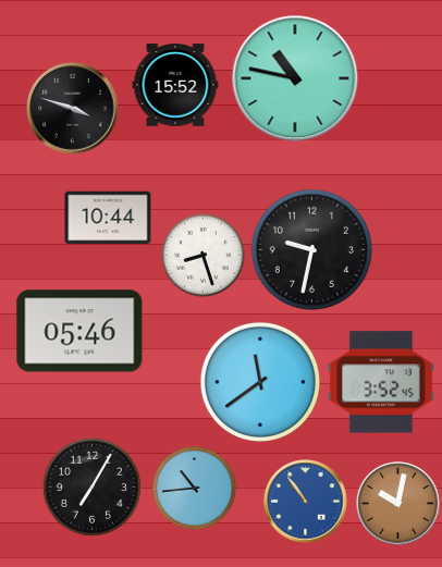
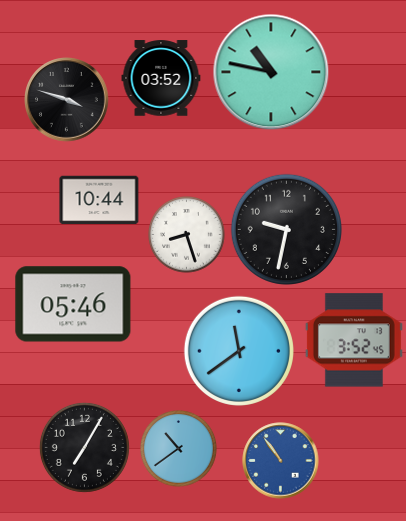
clock at (175, 85): 15:52 -> 03:52
clock at (381, 382) position: (381, 382) -> (354, 340)
clock at (195, 489): 10:44 -> 10:39
clock at (398, 504): 10:02 -> none
